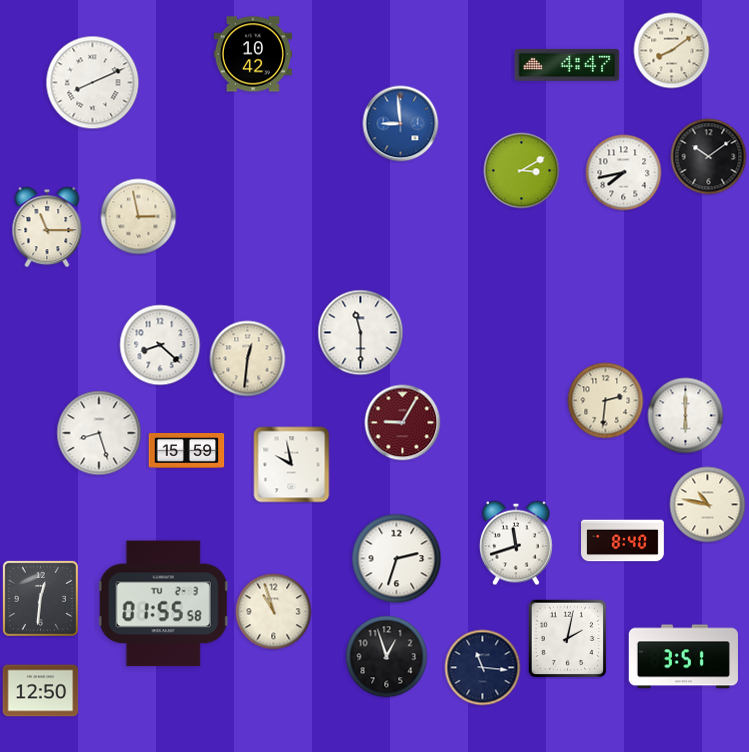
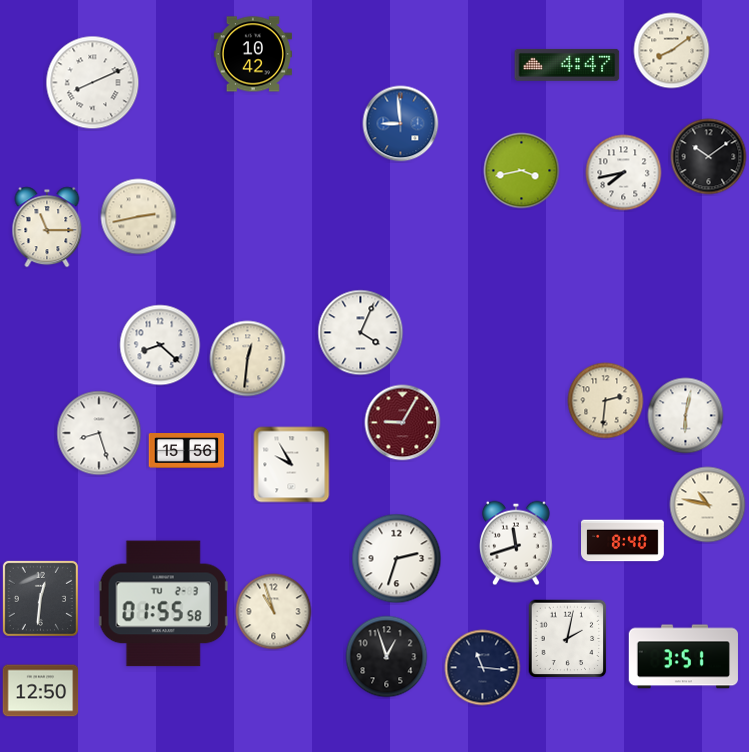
clock at (522, 171): 3:10 -> 3:43
clock at (139, 217): 2:58 -> 2:43
clock at (361, 333): 11:30 -> 4:04
clock at (686, 416): 6:00 -> 6:02
clock at (187, 451): 15:59 -> 15:56
clock at (292, 465): 9:58 -> 9:55
